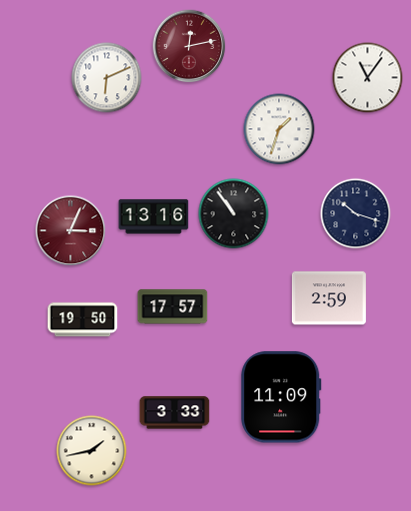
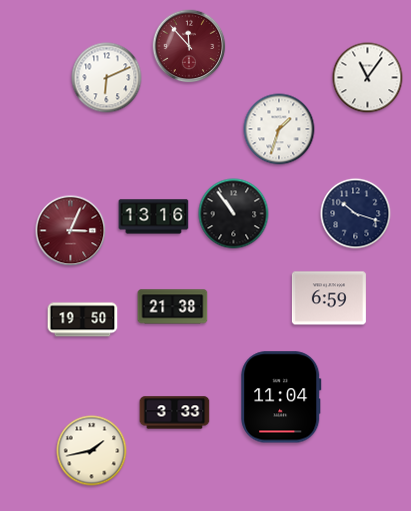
clock at (189, 46): 12:13 -> 11:53
clock at (329, 298): 2:59 -> 6:59
clock at (173, 307): 17:57 -> 21:38
clock at (281, 397): 11:09 -> 11:04
